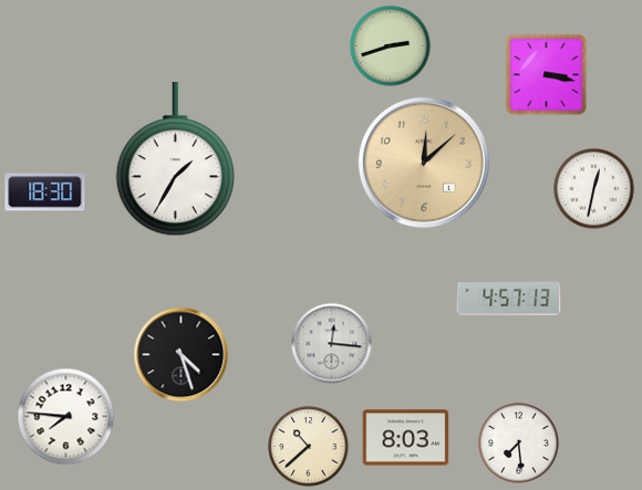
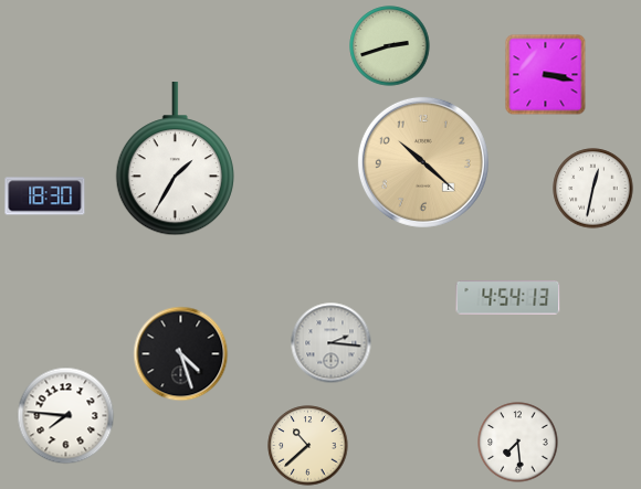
clock at (424, 163): 12:08 -> 10:22
clock at (45, 192) position: (45, 192) -> (45, 196)
clock at (509, 298): 4:57 -> 4:54
clock at (332, 344): 12:16 -> 2:16
clock at (406, 438): 8:03 -> none
